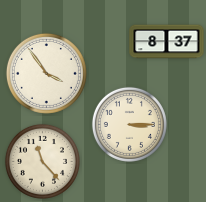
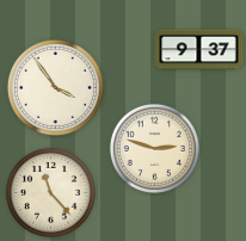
clock at (167, 42): 8:37 -> 9:37
clock at (129, 124): 3:15 -> 2:48
